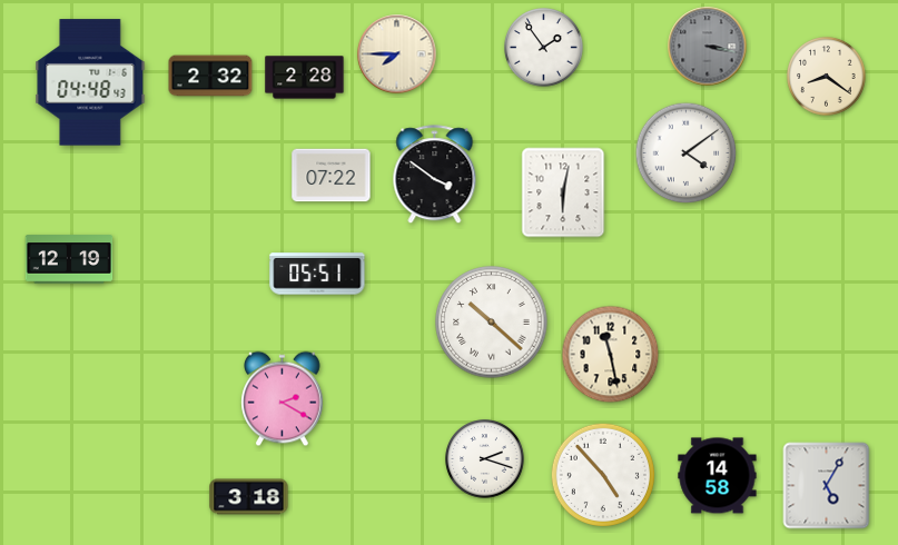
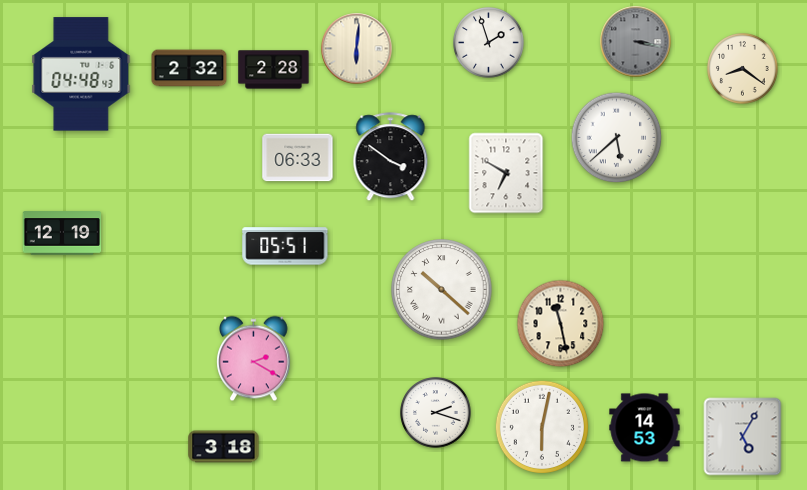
clock at (544, 48): 1:54 -> 1:57
clock at (397, 54): 7:45 -> 6:01
clock at (687, 153): 4:09 -> 5:38
clock at (332, 176): 07:22 -> 06:33
clock at (563, 192): 6:02 -> 6:50
clock at (611, 355) position: (611, 355) -> (561, 324)
clock at (603, 475): 4:53 -> 6:02
clock at (718, 476): 14:58 -> 14:53
